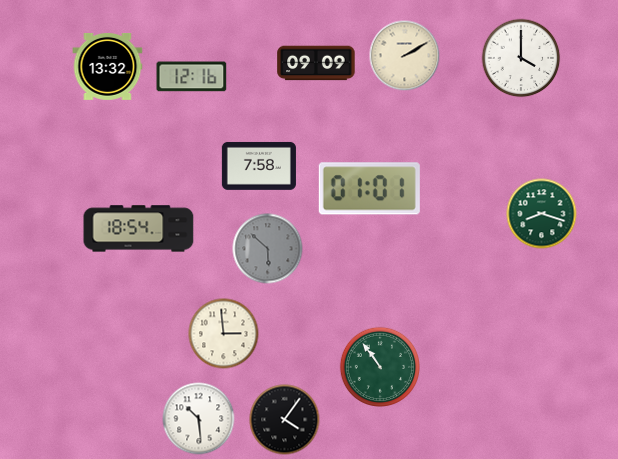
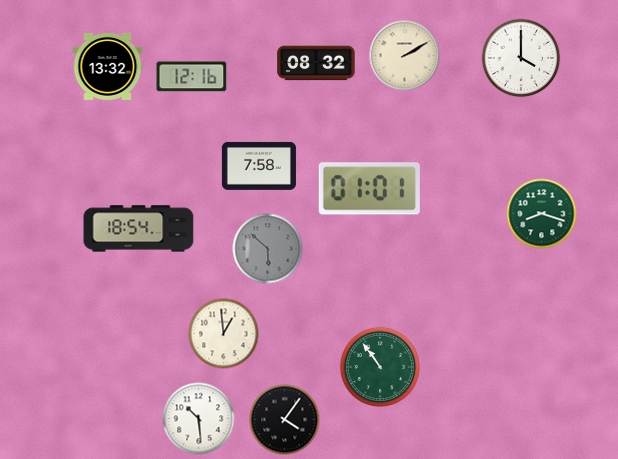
clock at (316, 63): 09:09 -> 08:32
clock at (224, 334): 2:59 -> 12:59
